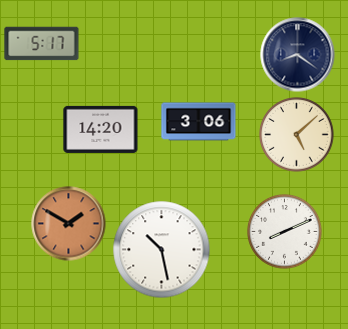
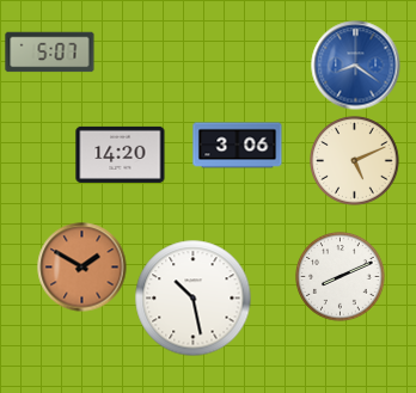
clock at (42, 44): 5:17 -> 5:07
clock at (298, 55) dial: navy -> blue
clock at (297, 135): 5:08 -> 5:11
